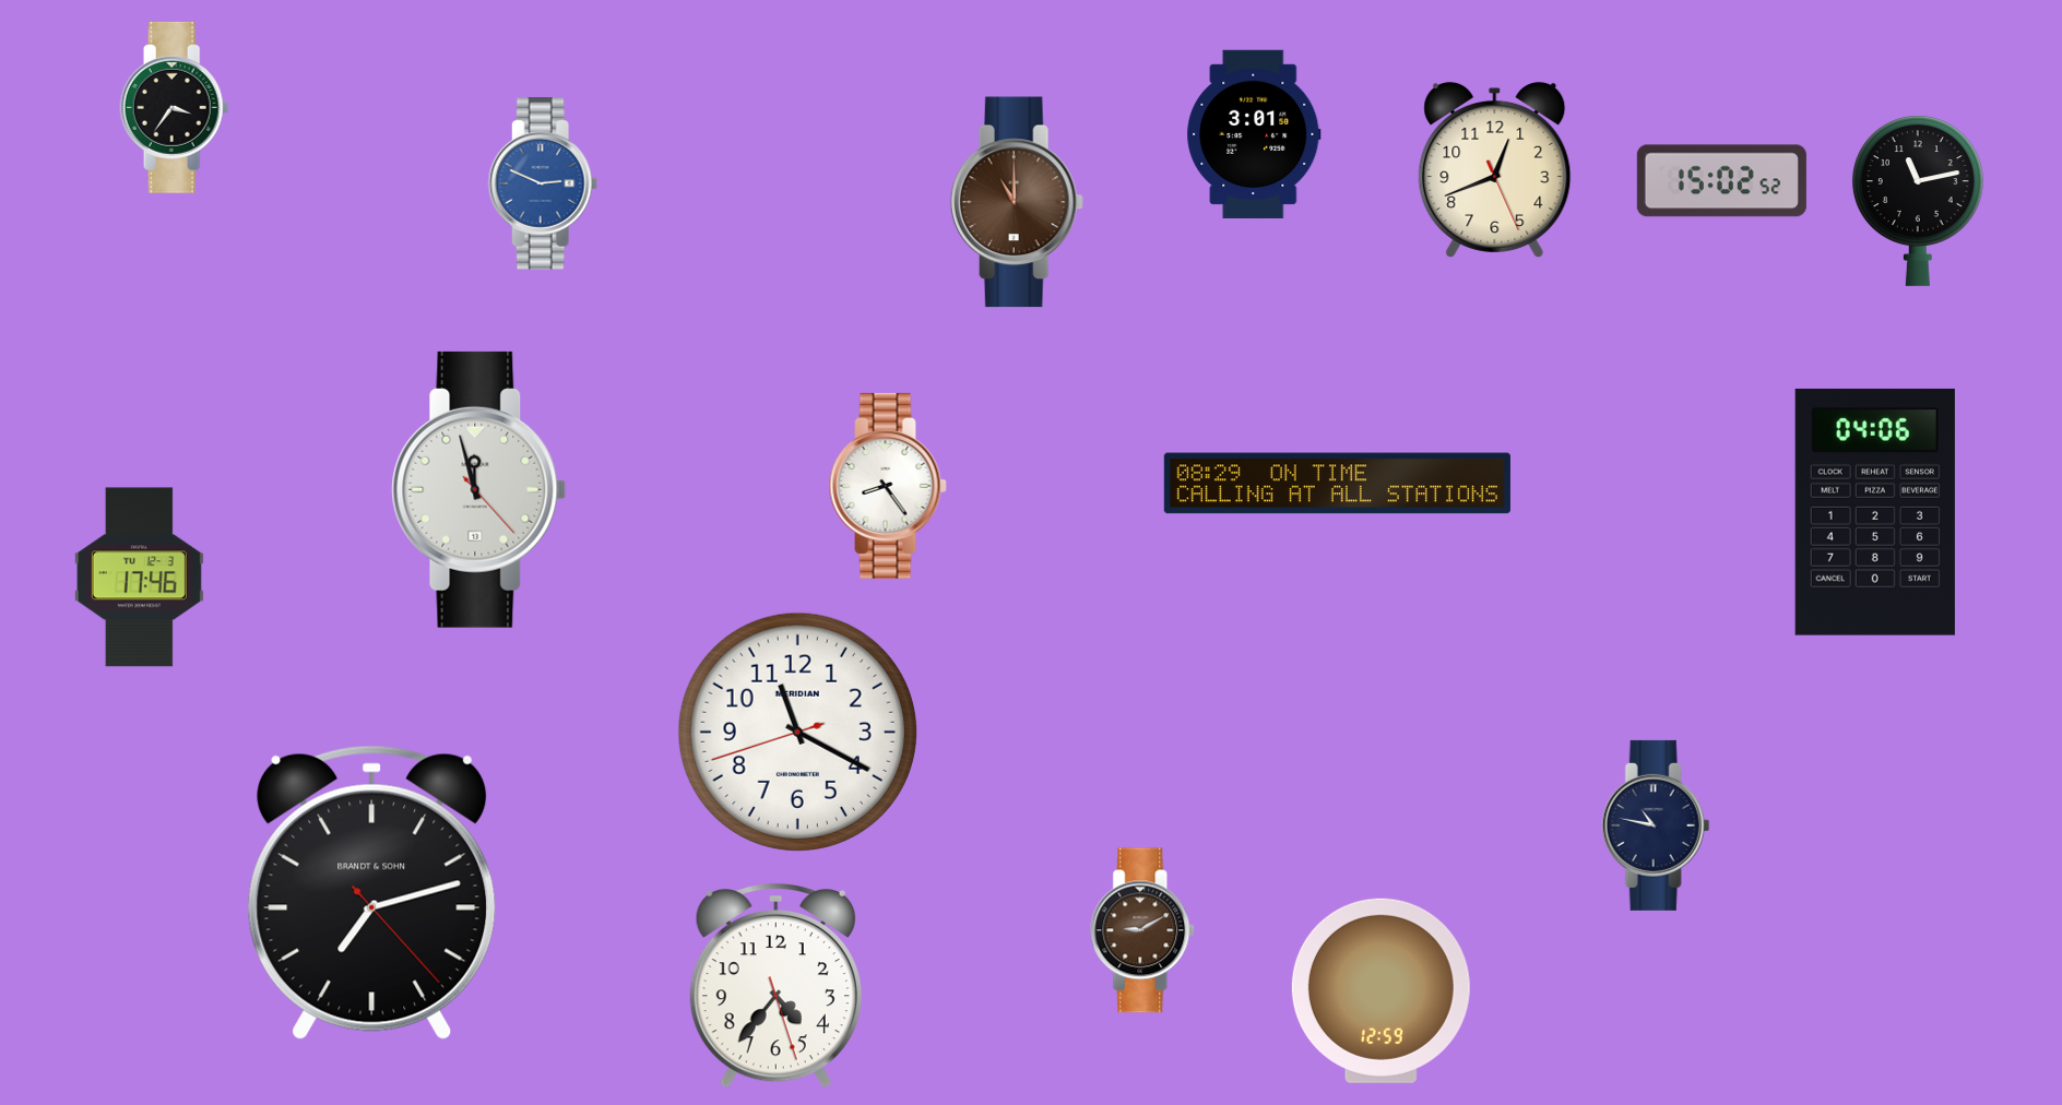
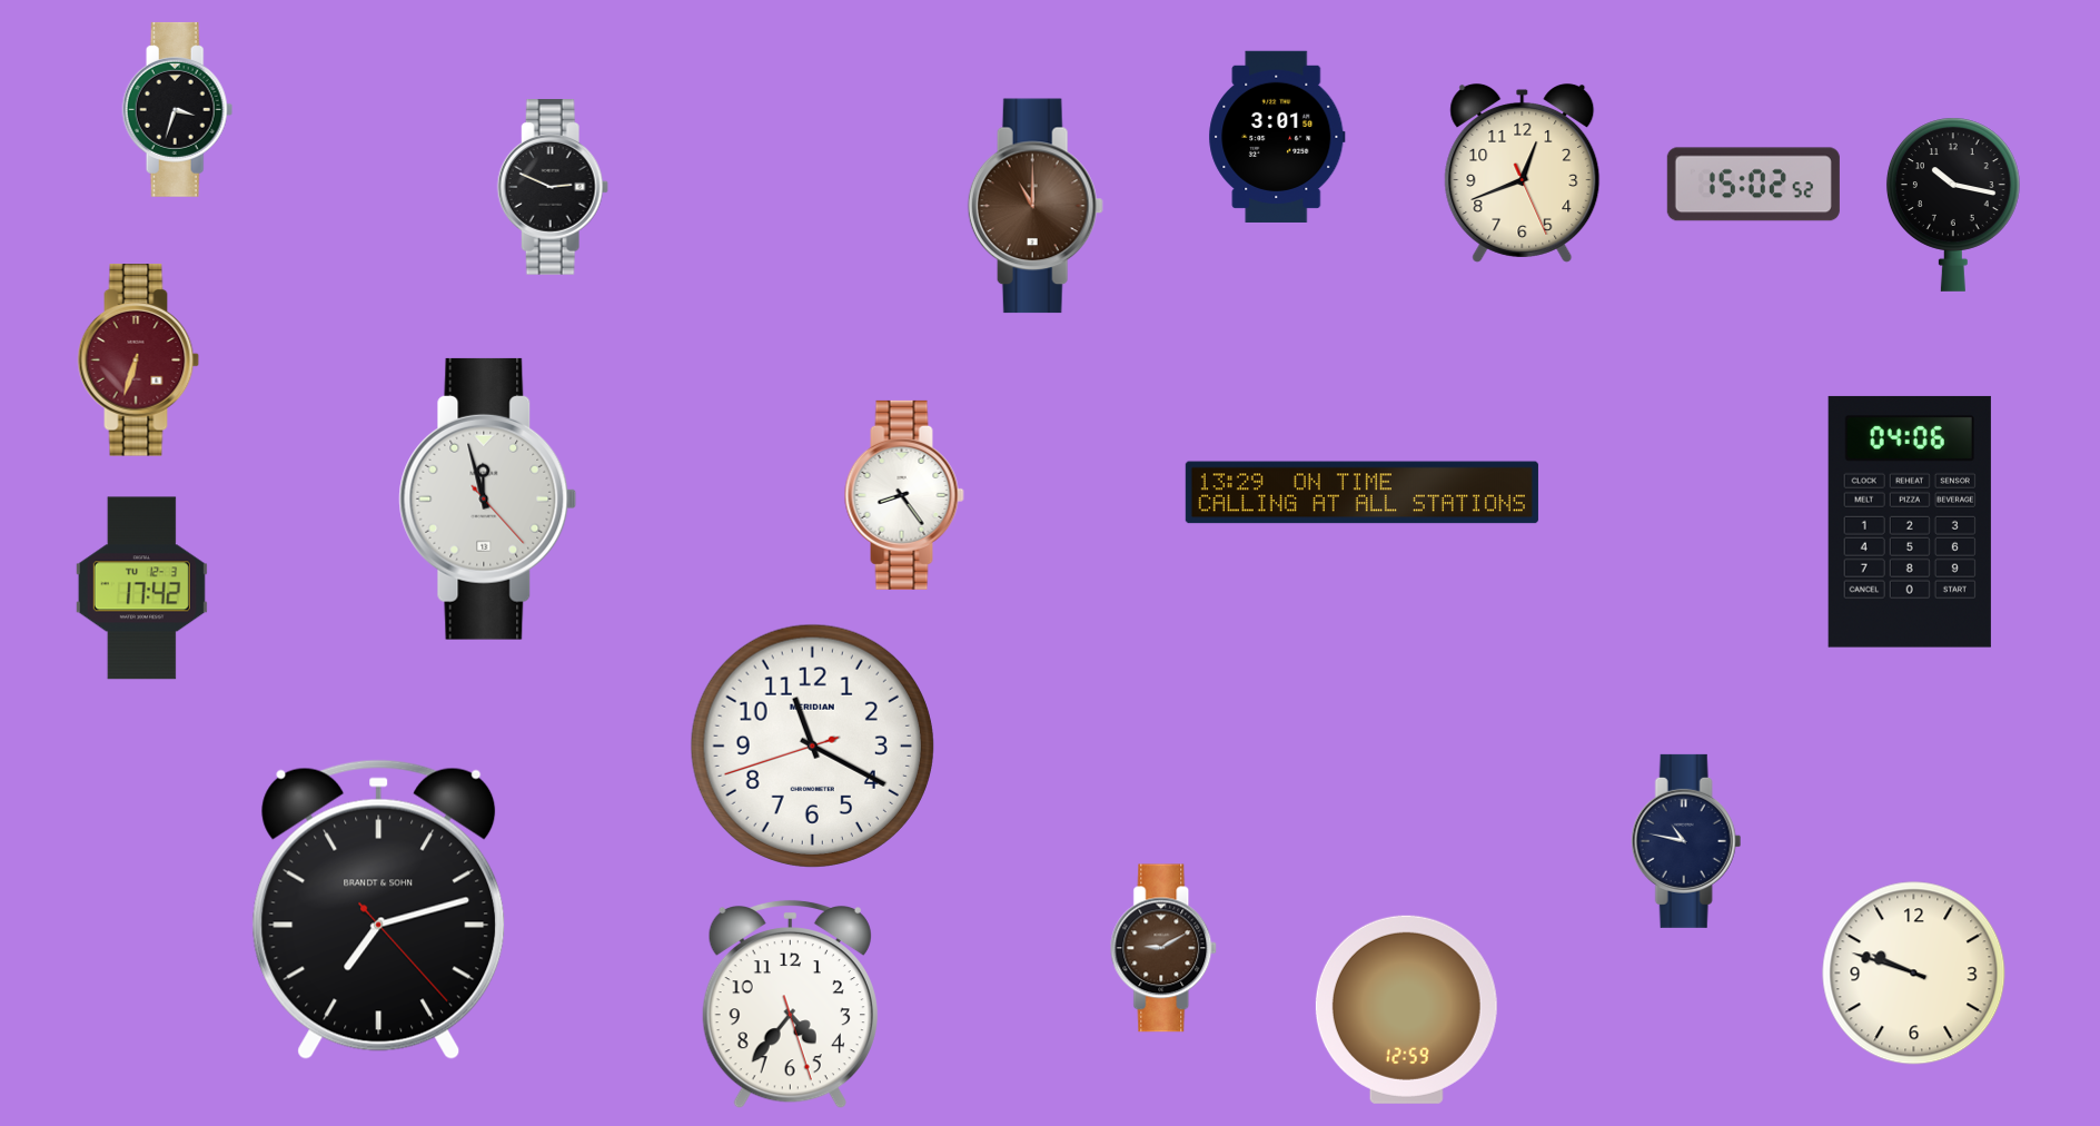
clock at (175, 107): 3:36 -> 3:33
clock at (543, 185) dial: blue -> black
clock at (1918, 201): 11:13 -> 10:17
clock at (139, 360): none -> 6:33
clock at (1337, 484): 08:29 -> 13:29
clock at (139, 578): 17:46 -> 17:42
clock at (1914, 974): none -> 9:48
